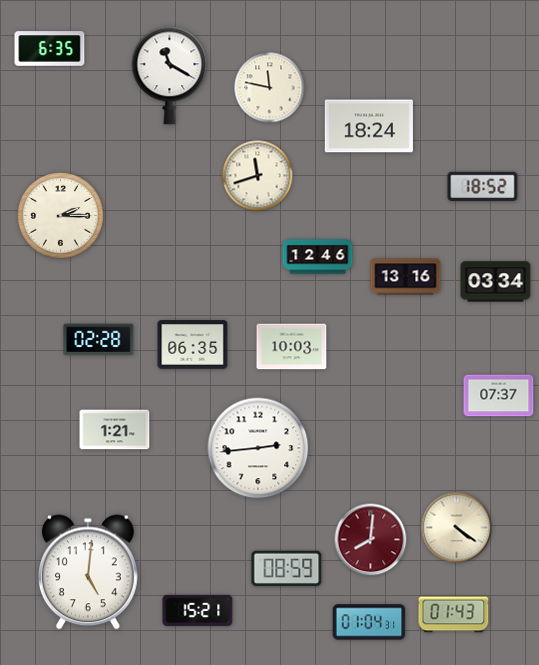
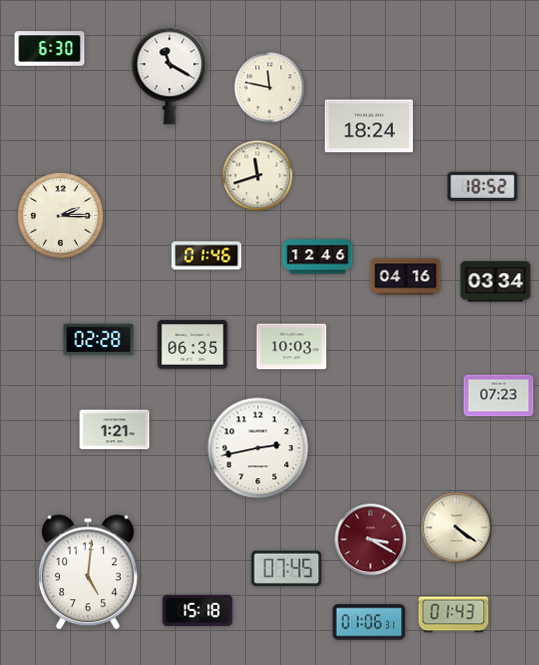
clock at (50, 49): 6:35 -> 6:30
clock at (207, 256): none -> 01:46
clock at (406, 277): 13:16 -> 04:16
clock at (499, 396): 07:37 -> 07:23
clock at (258, 448): 2:44 -> 2:43
clock at (371, 540): 8:01 -> 3:20
clock at (287, 569): 08:59 -> 07:45
clock at (198, 610): 15:21 -> 15:18
clock at (369, 622): 01:04 -> 01:06
